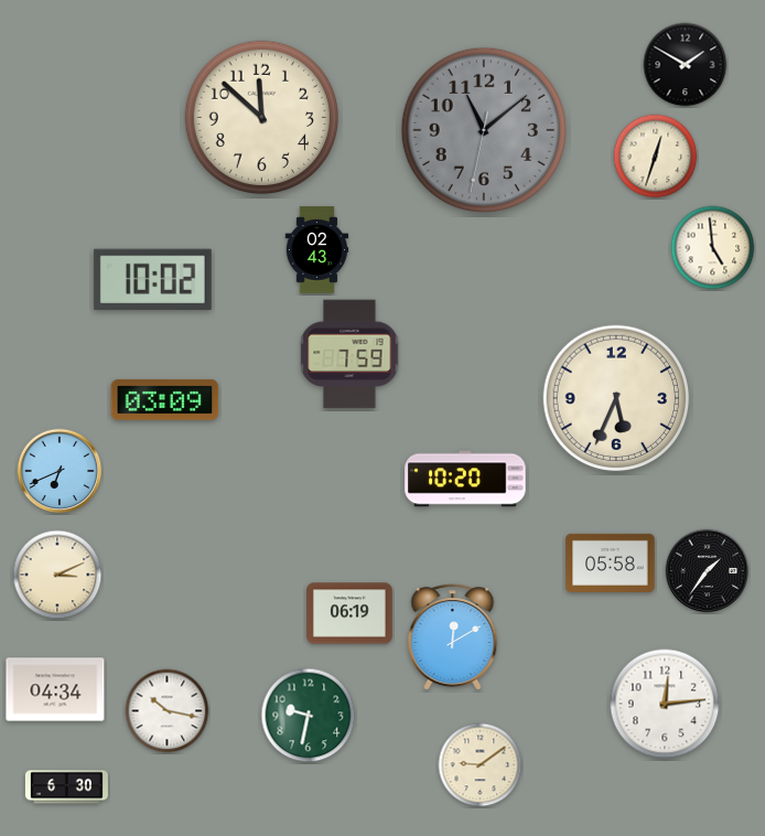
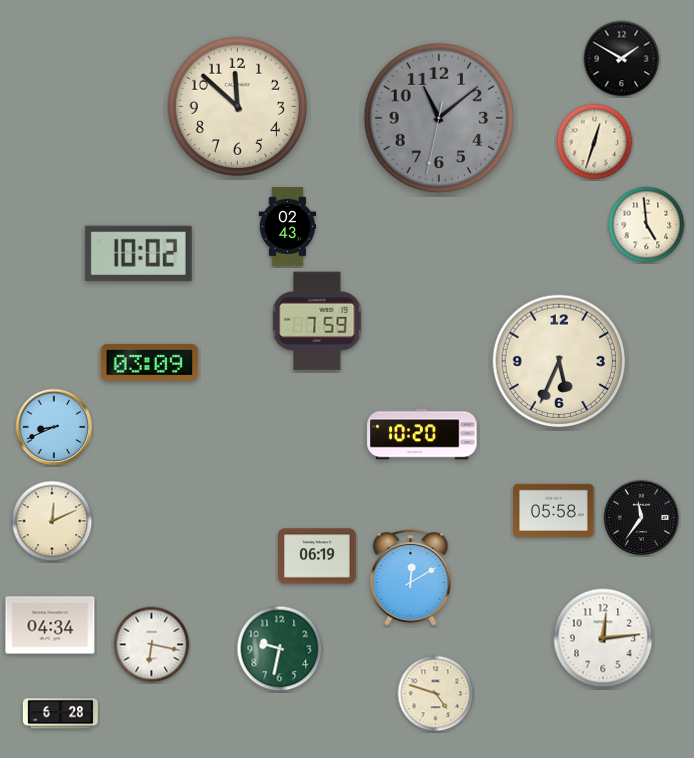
clock at (60, 471): 6:41 -> 8:41
clock at (708, 571): 1:36 -> 11:36
clock at (57, 575): 3:11 -> 12:11
clock at (168, 711): 10:17 -> 6:17
clock at (481, 765): 9:09 -> 4:48
clock at (66, 787): 6:30 -> 6:28
